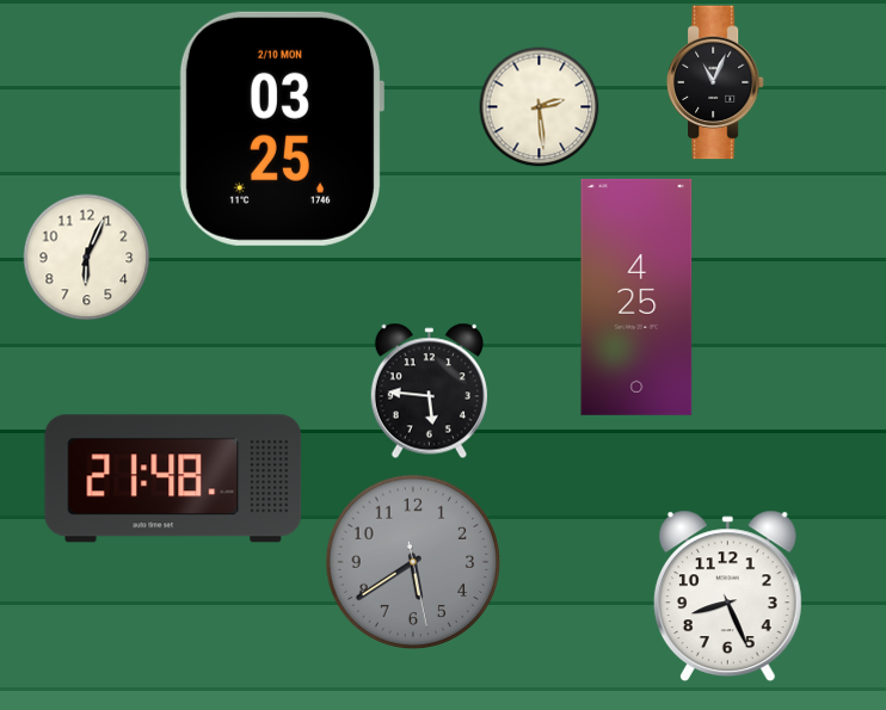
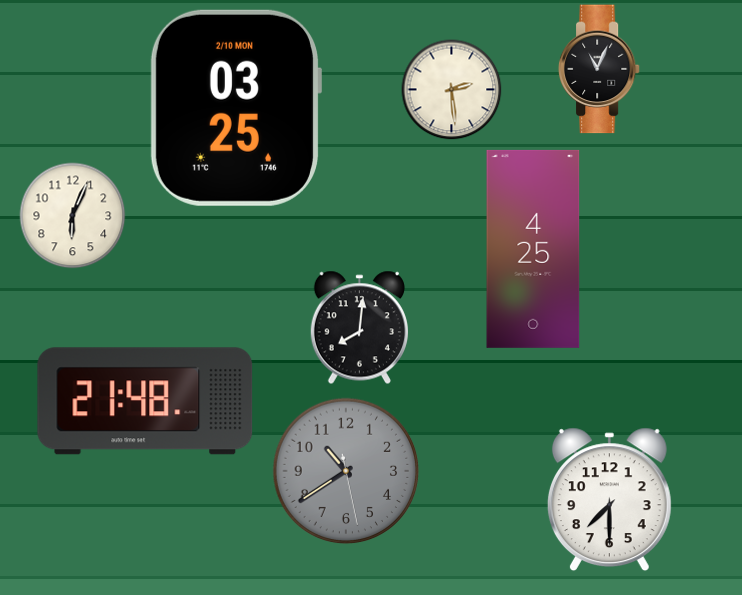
clock at (429, 391): 5:46 -> 8:01
clock at (413, 562): 5:39 -> 10:39
clock at (727, 597): 8:26 -> 7:30
